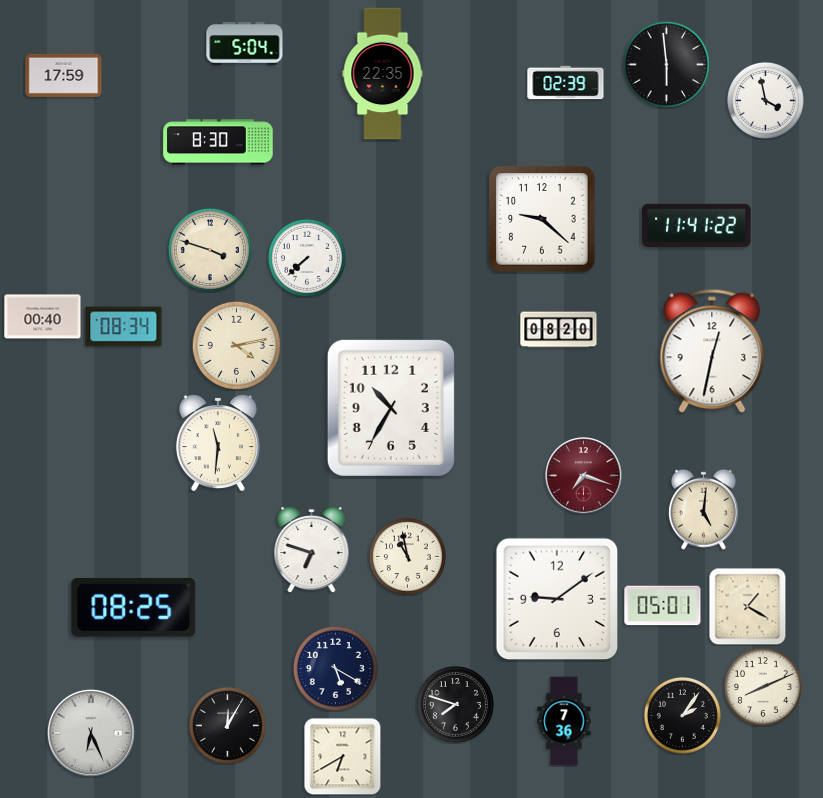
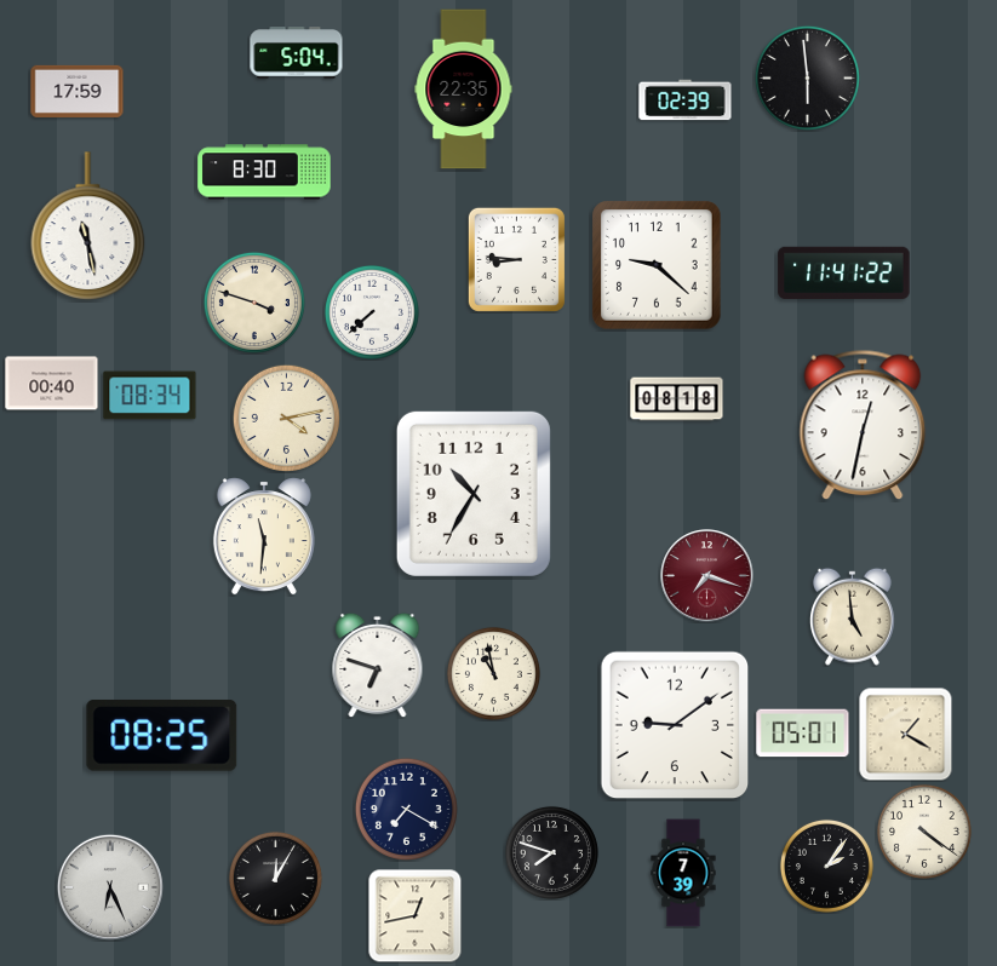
clock at (765, 100): 3:58 -> none
clock at (88, 226): none -> 11:28
clock at (516, 259): none -> 8:46
clock at (559, 330): 08:20 -> 08:18
clock at (703, 509): 5:01 -> 4:59
clock at (335, 668): 5:20 -> 7:20
clock at (763, 687): 8:11 -> 4:21
clock at (564, 721): 7:36 -> 7:39
clock at (342, 756): 6:40 -> 12:43
